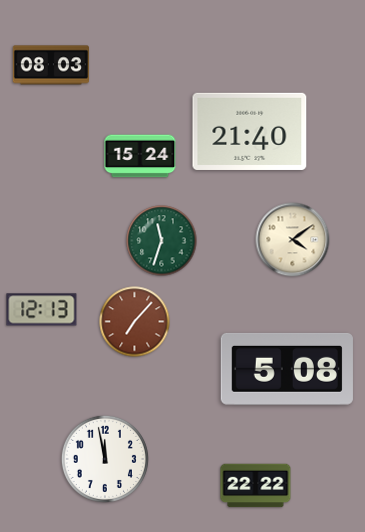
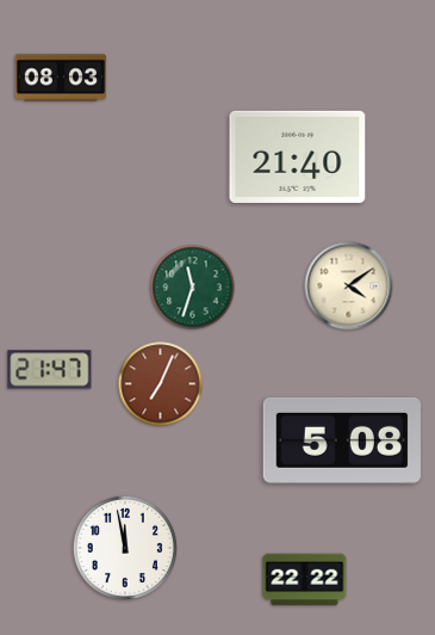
clock at (140, 156): 15:24 -> none
clock at (42, 310): 12:13 -> 21:47
clock at (135, 322): 7:07 -> 7:04
